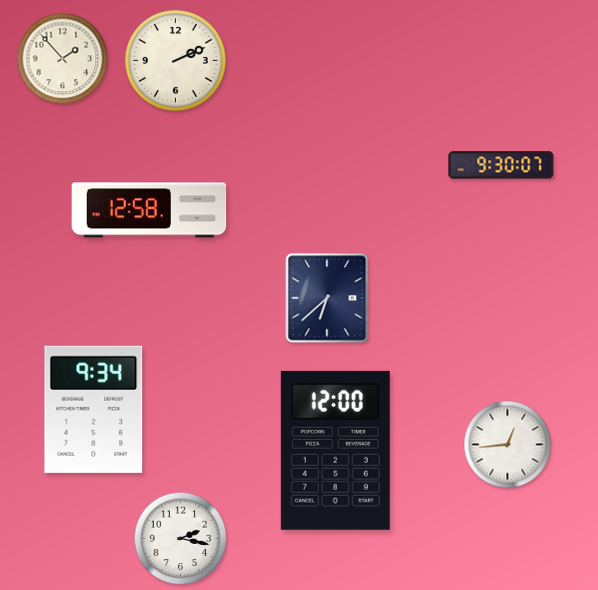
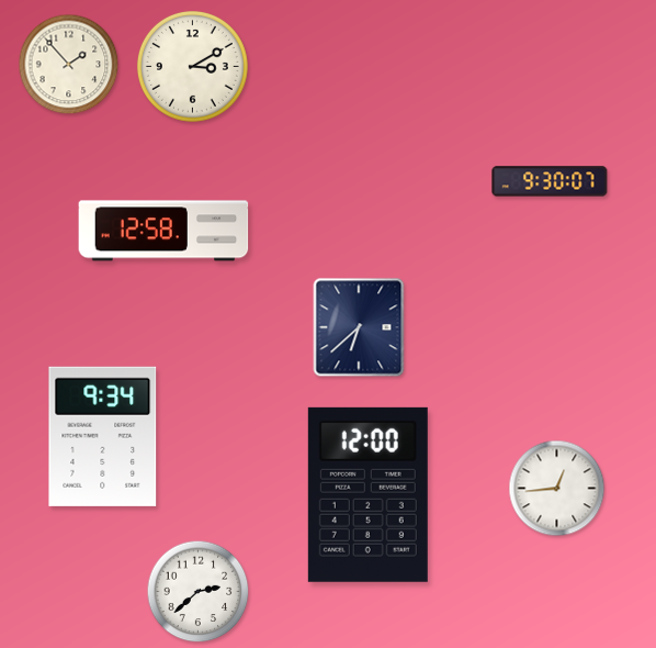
clock at (175, 60): 2:11 -> 3:10
clock at (94, 409) position: (94, 409) -> (103, 436)
clock at (181, 539): 2:17 -> 2:38
